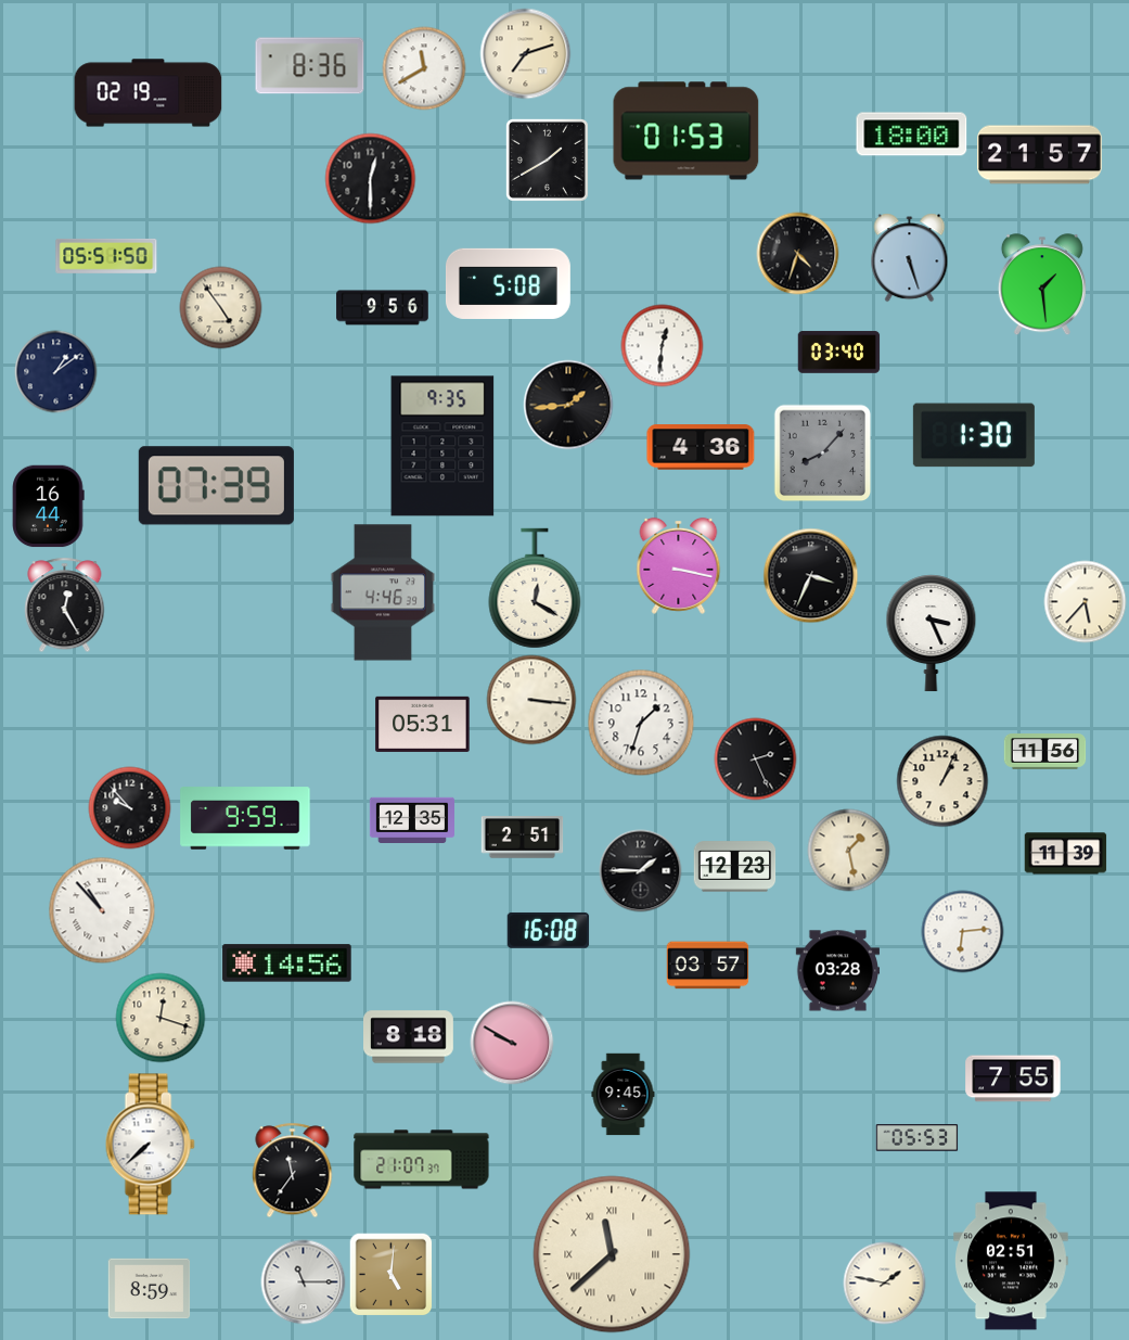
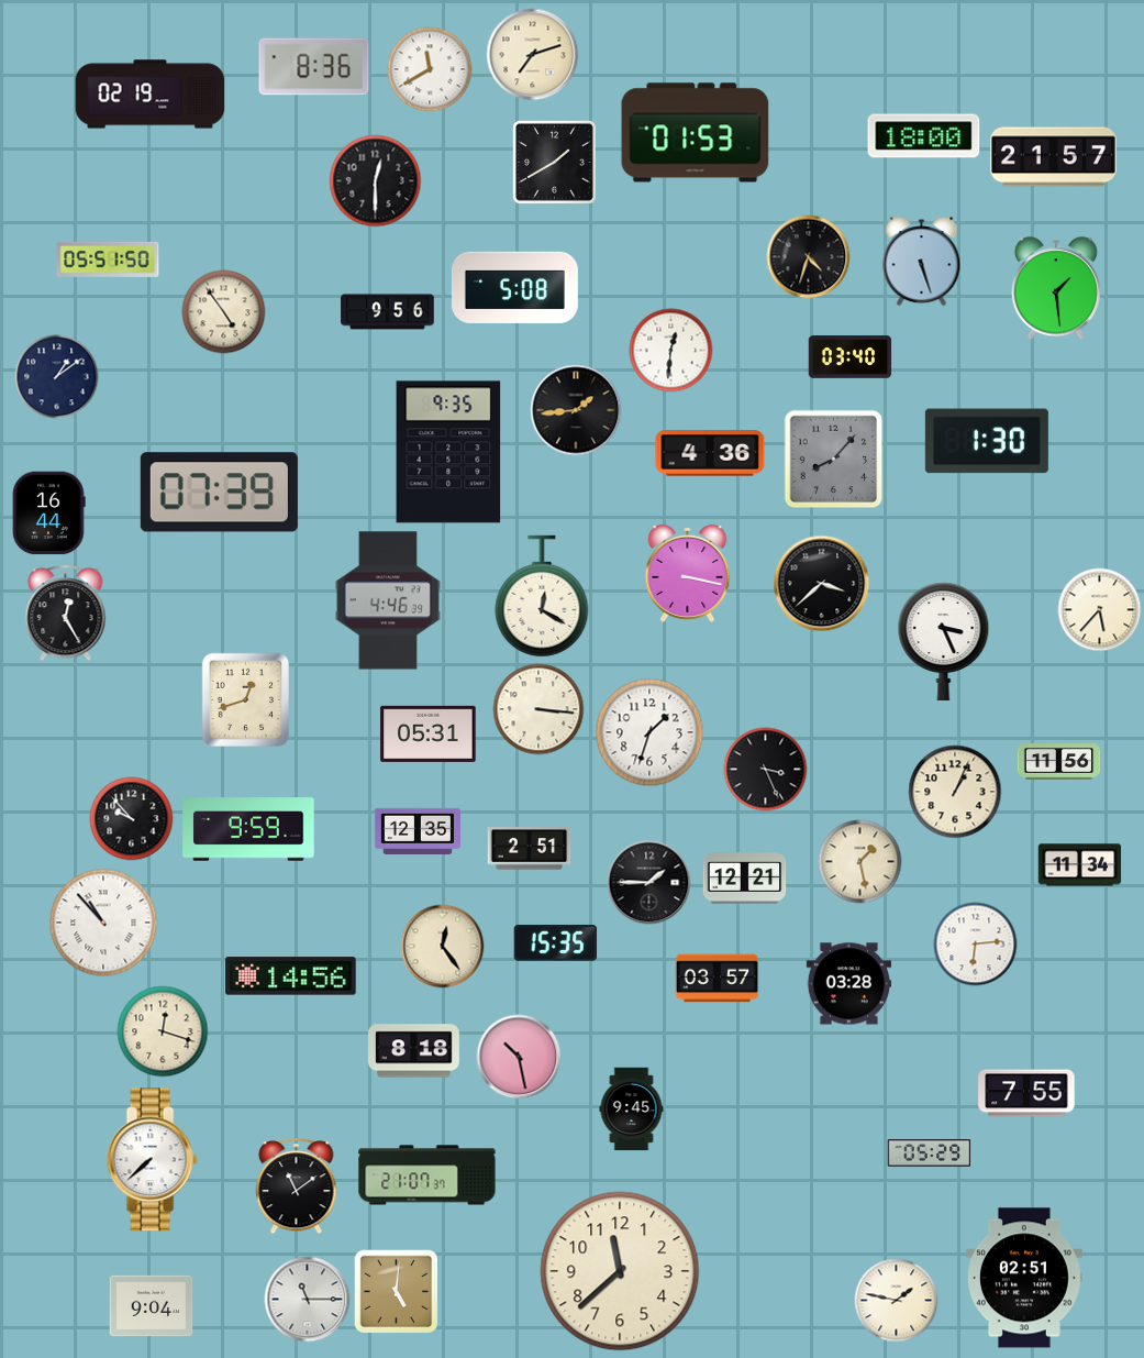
clock at (811, 576): 3:34 -> 3:38
clock at (245, 700): none -> 12:42
clock at (756, 760): 2:26 -> 3:26
clock at (1066, 854): 11:39 -> 11:34
clock at (735, 867): 12:23 -> 12:21
clock at (549, 930): 16:08 -> 15:35
clock at (443, 947): none -> 12:24
clock at (512, 1043): 9:50 -> 10:28
clock at (918, 1138): 05:53 -> 05:29
clock at (293, 1171): 11:36 -> 11:09
clock at (612, 1254) numerals: Roman -> Arabic
clock at (150, 1289): 8:59 -> 9:04
